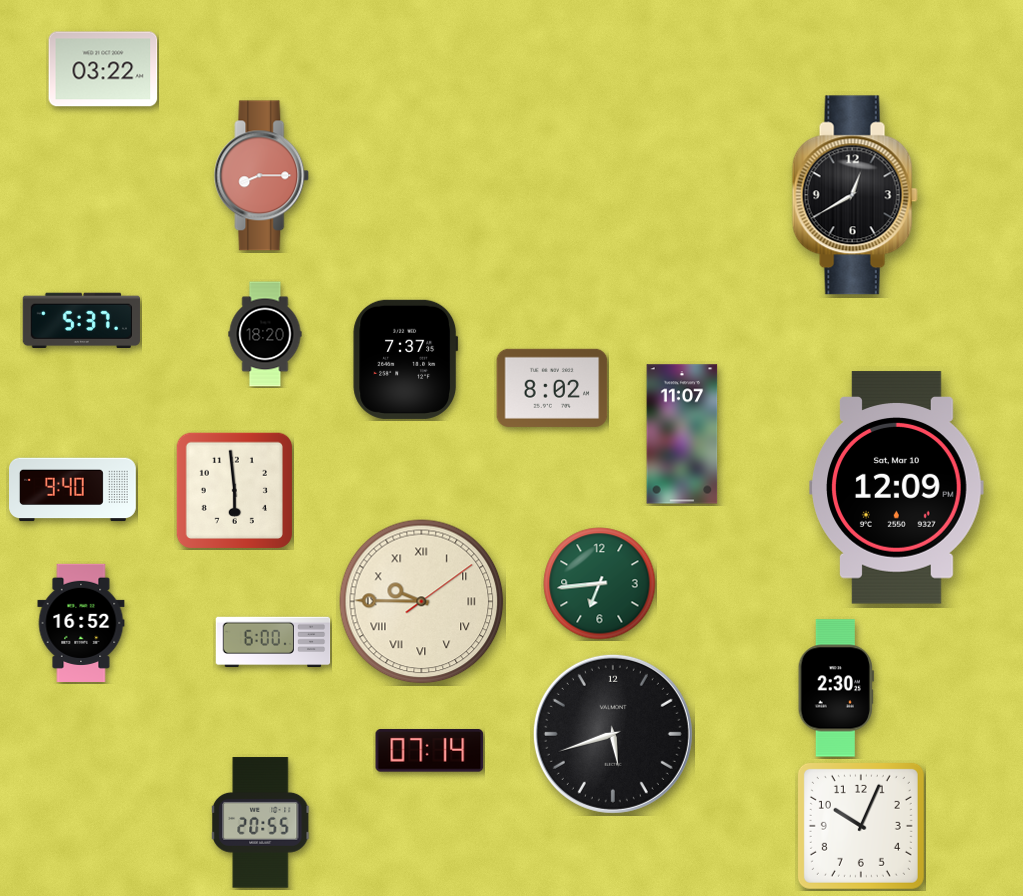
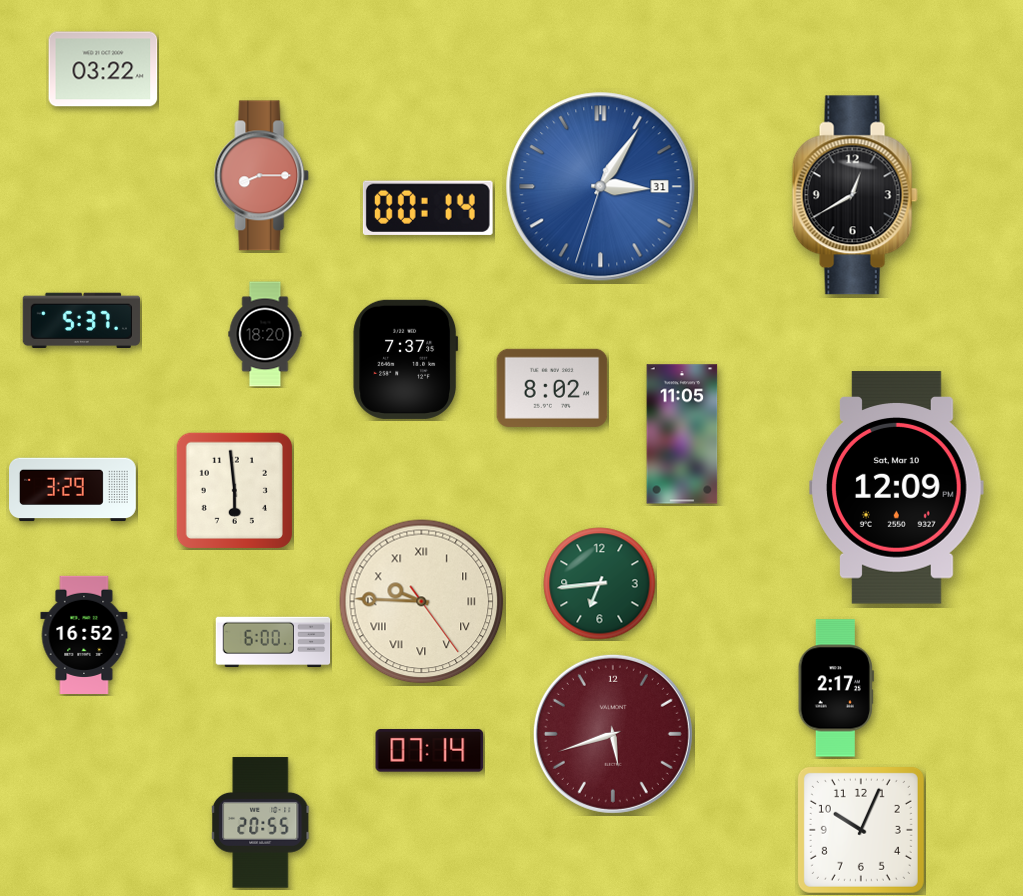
clock at (601, 187): none -> 3:05
clock at (428, 208): none -> 00:14
clock at (682, 434): 11:07 -> 11:05
clock at (73, 490): 9:40 -> 3:29
clock at (422, 602): 9:45:09 -> 9:45:24
clock at (81, 622) position: (81, 622) -> (84, 634)
clock at (836, 688): 2:30 -> 2:17
clock at (613, 734) dial: black -> burgundy
clock at (861, 826) position: (861, 826) -> (861, 830)
